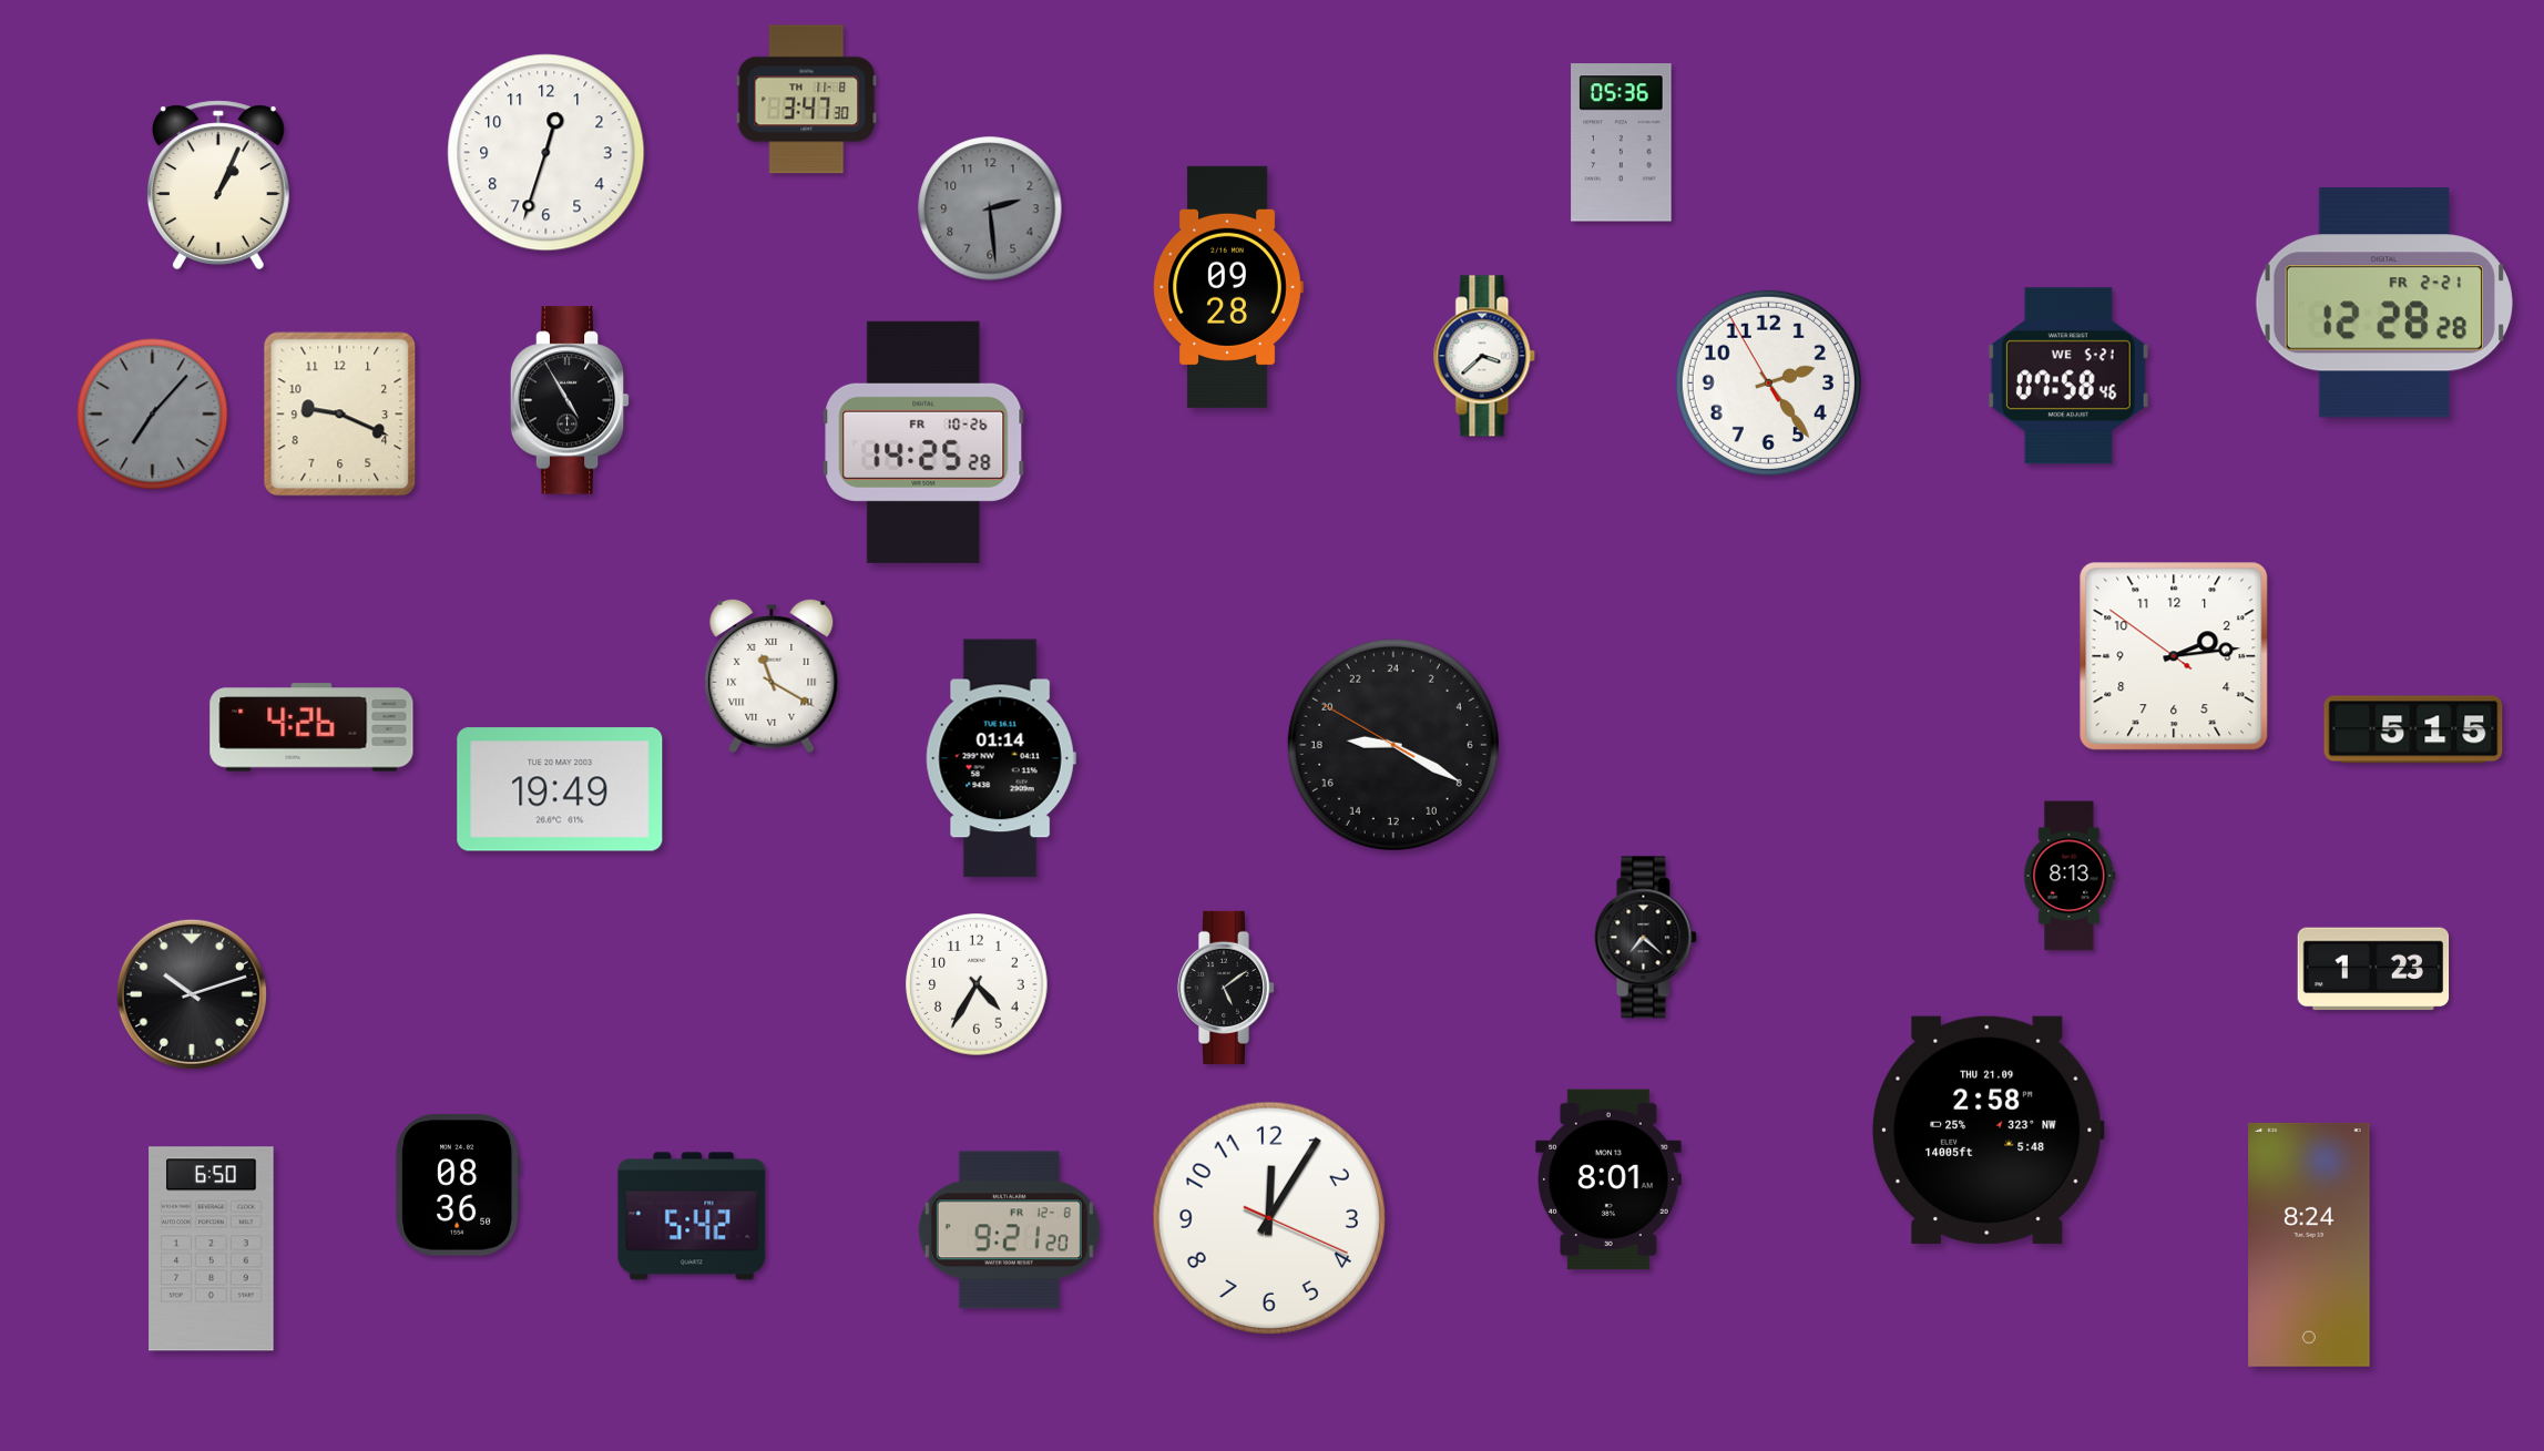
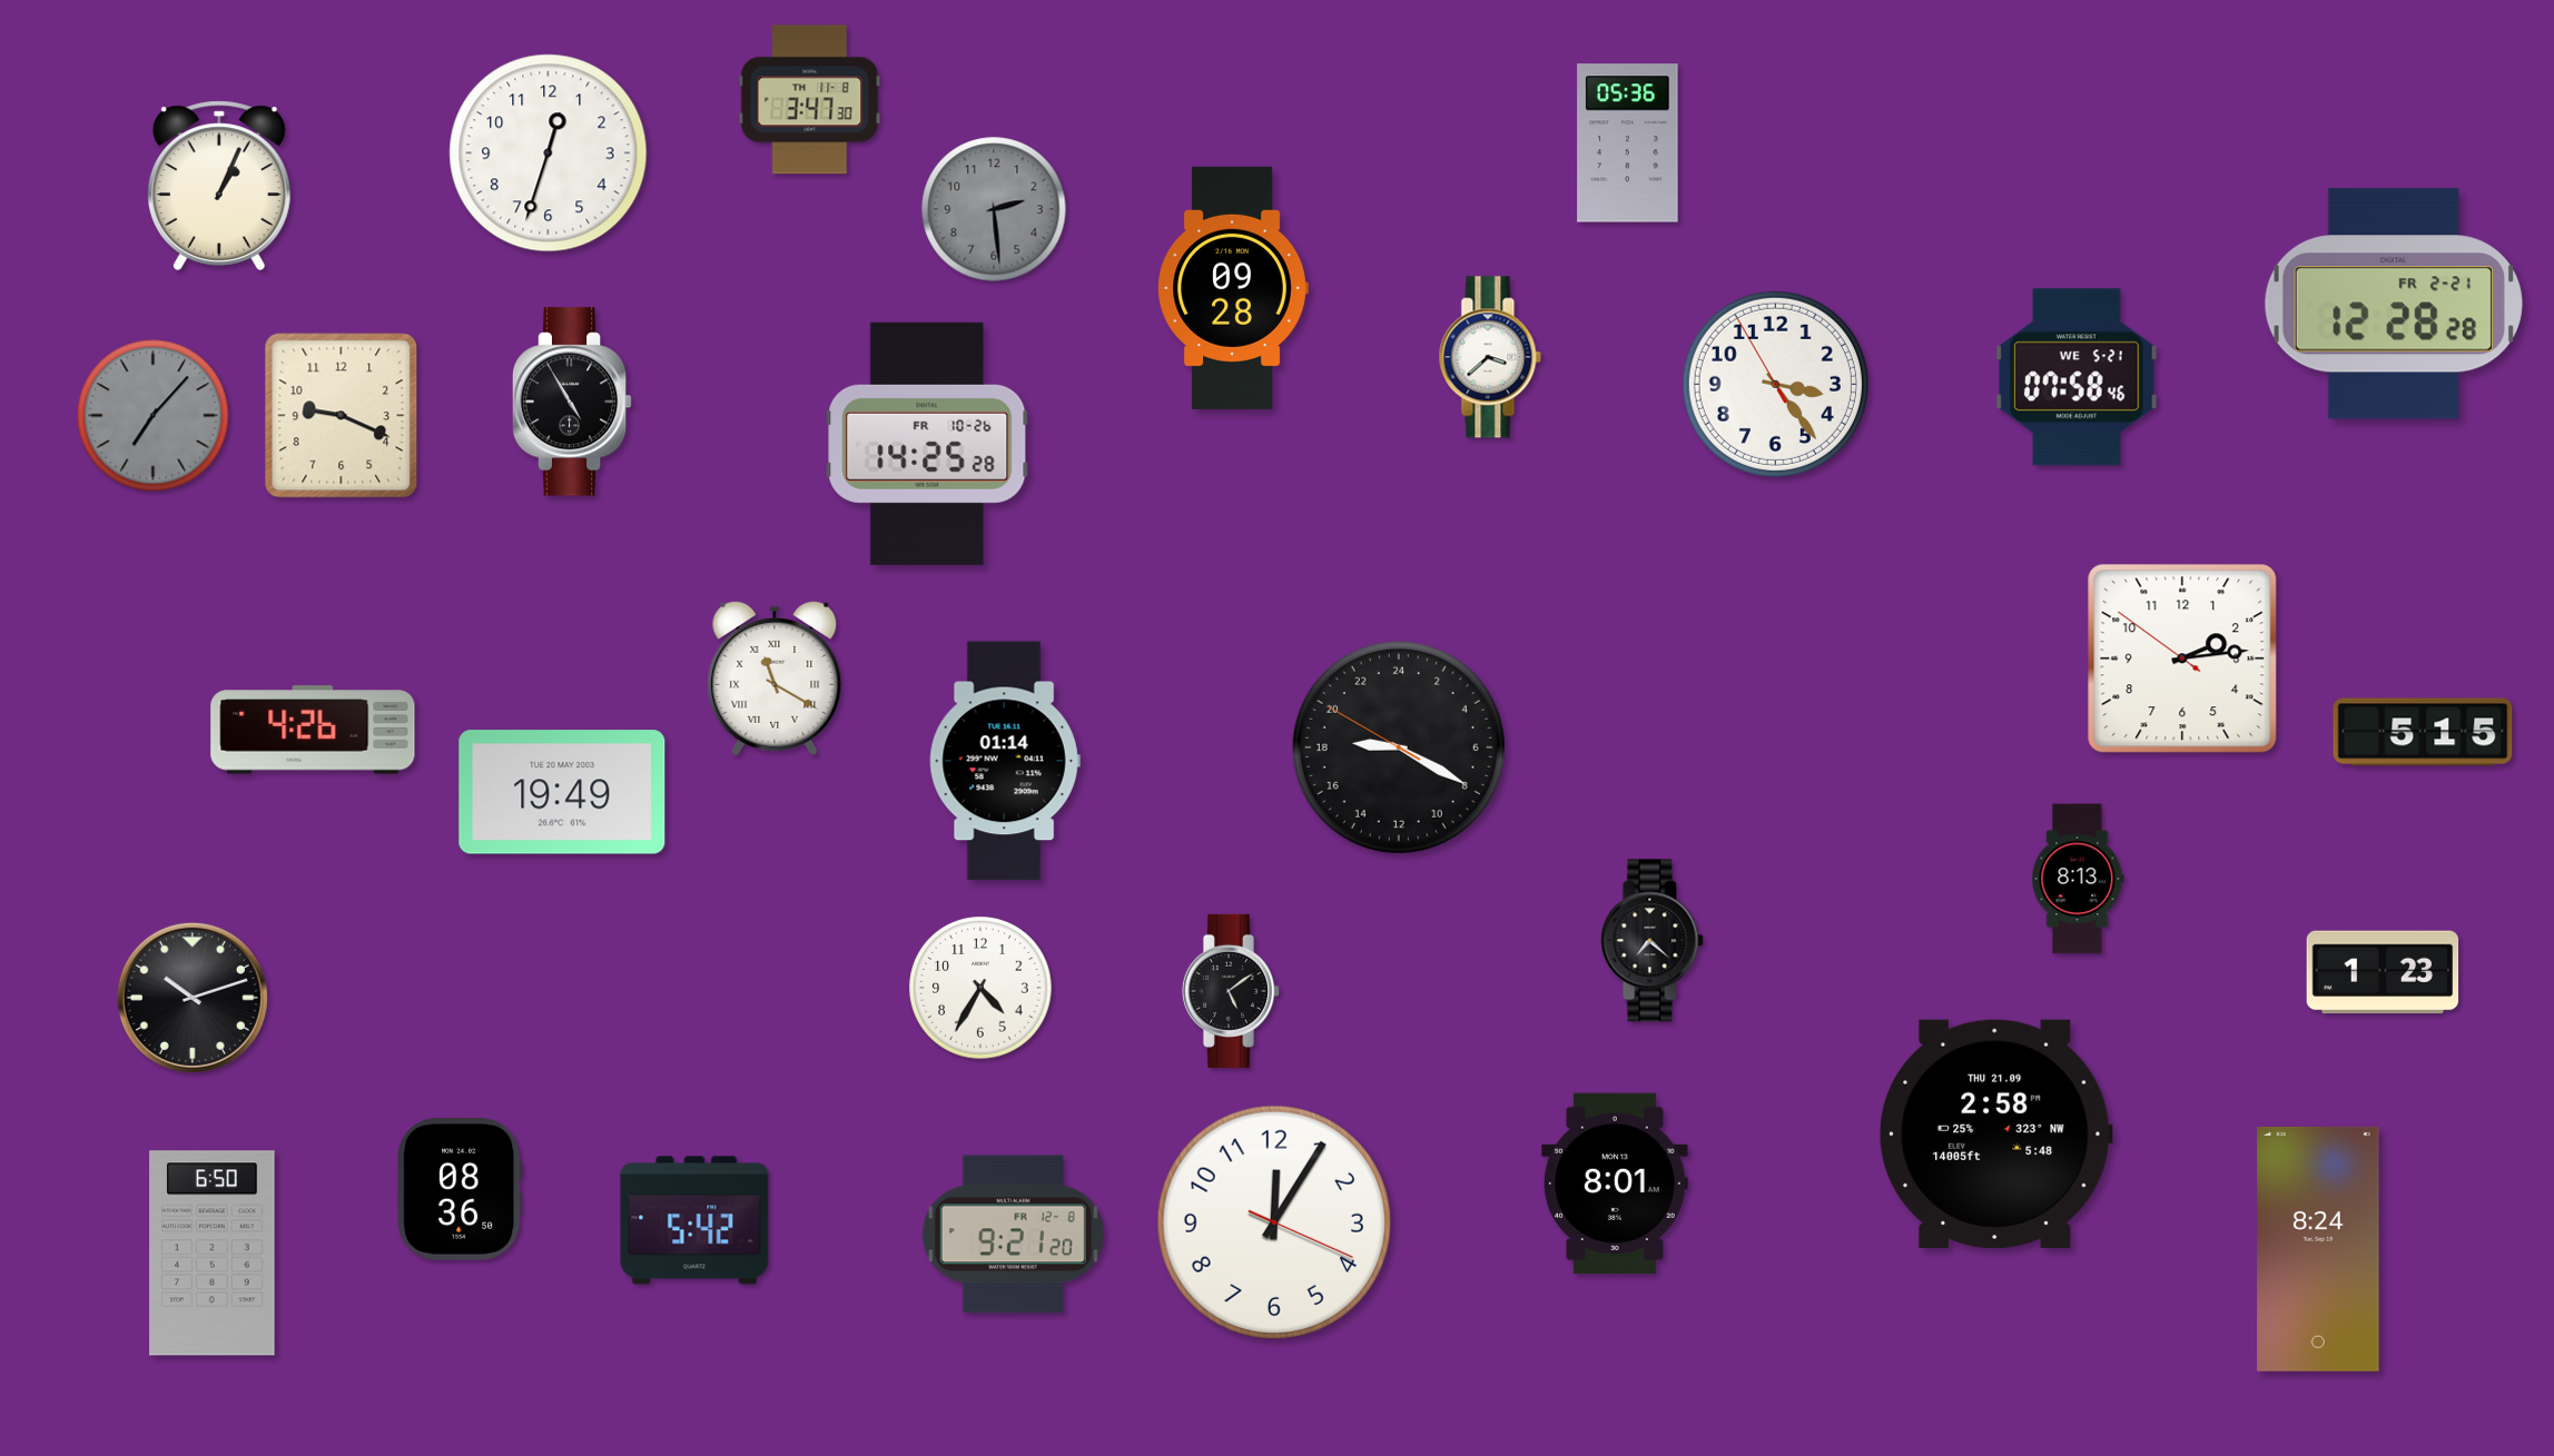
clock at (1768, 382): 2:23 -> 3:23
